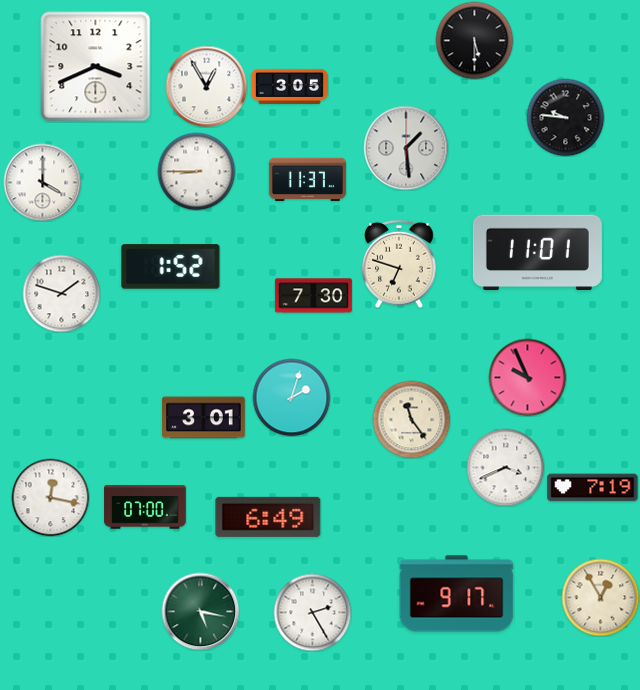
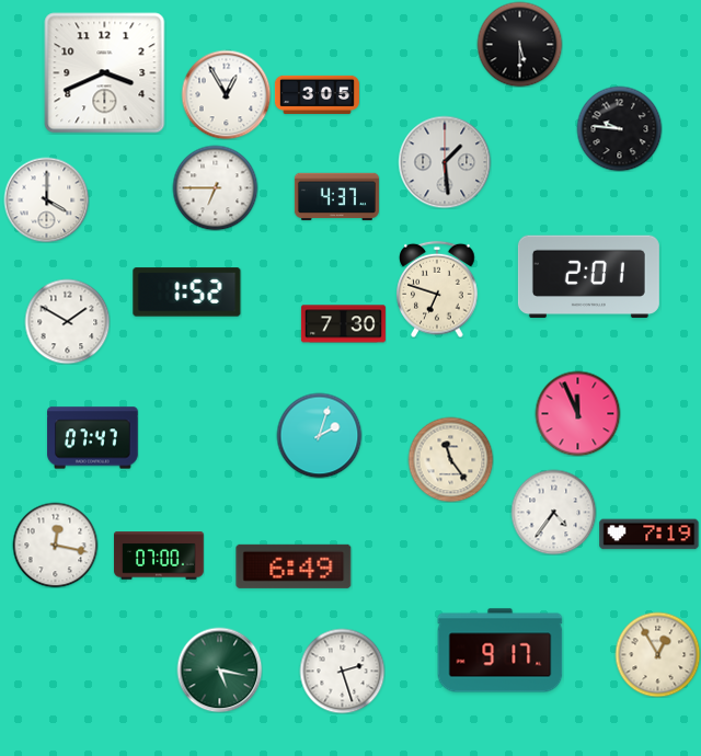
clock at (196, 171): 8:45 -> 6:45
clock at (307, 179): 11:37 -> 4:37
clock at (537, 253): 11:01 -> 2:01
clock at (61, 293): 1:48 -> 1:50
clock at (527, 377): 9:56 -> 11:56
clock at (93, 438): none -> 07:47
clock at (204, 418): 3:01 -> none
clock at (505, 467): 3:41 -> 4:36
clock at (312, 612): 2:25 -> 2:27
